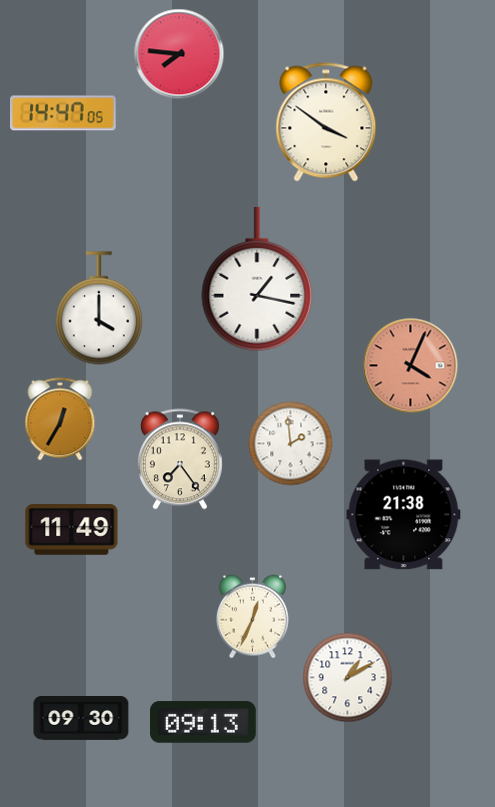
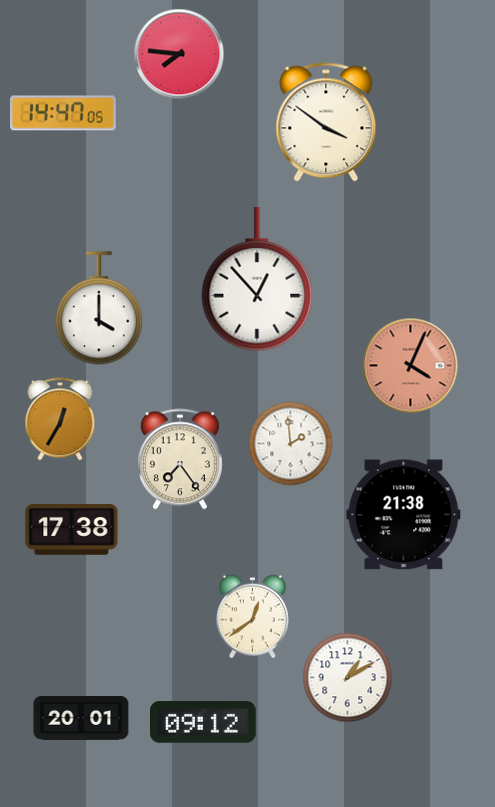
clock at (257, 280): 1:17 -> 12:53
clock at (72, 530): 11:49 -> 17:38
clock at (252, 617): 12:34 -> 12:39
clock at (81, 719): 09:30 -> 20:01
clock at (204, 722): 09:13 -> 09:12
